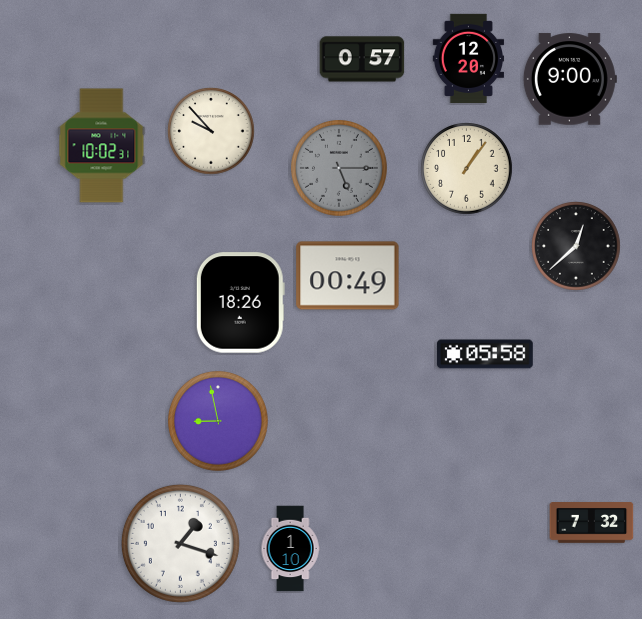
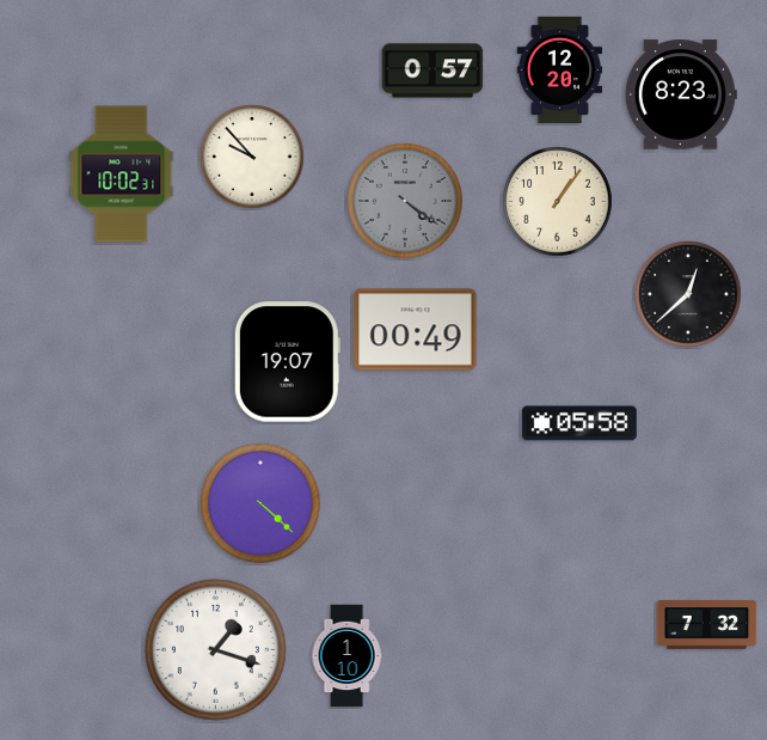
clock at (570, 79): 9:00 -> 8:23
clock at (340, 169): 5:15 -> 4:21
clock at (240, 303): 18:26 -> 19:07
clock at (218, 422): 8:58 -> 4:22
